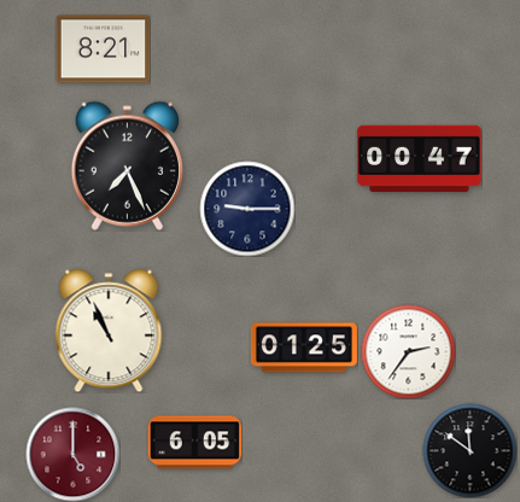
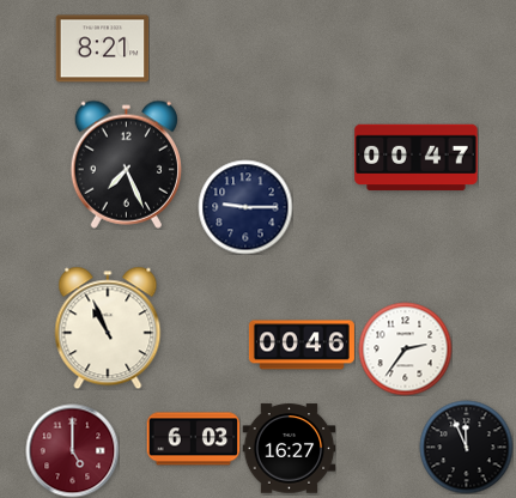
clock at (304, 348): 01:25 -> 00:46
clock at (194, 443): 6:05 -> 6:03
clock at (469, 450): 11:51 -> 11:56
clock at (289, 449): none -> 16:27
